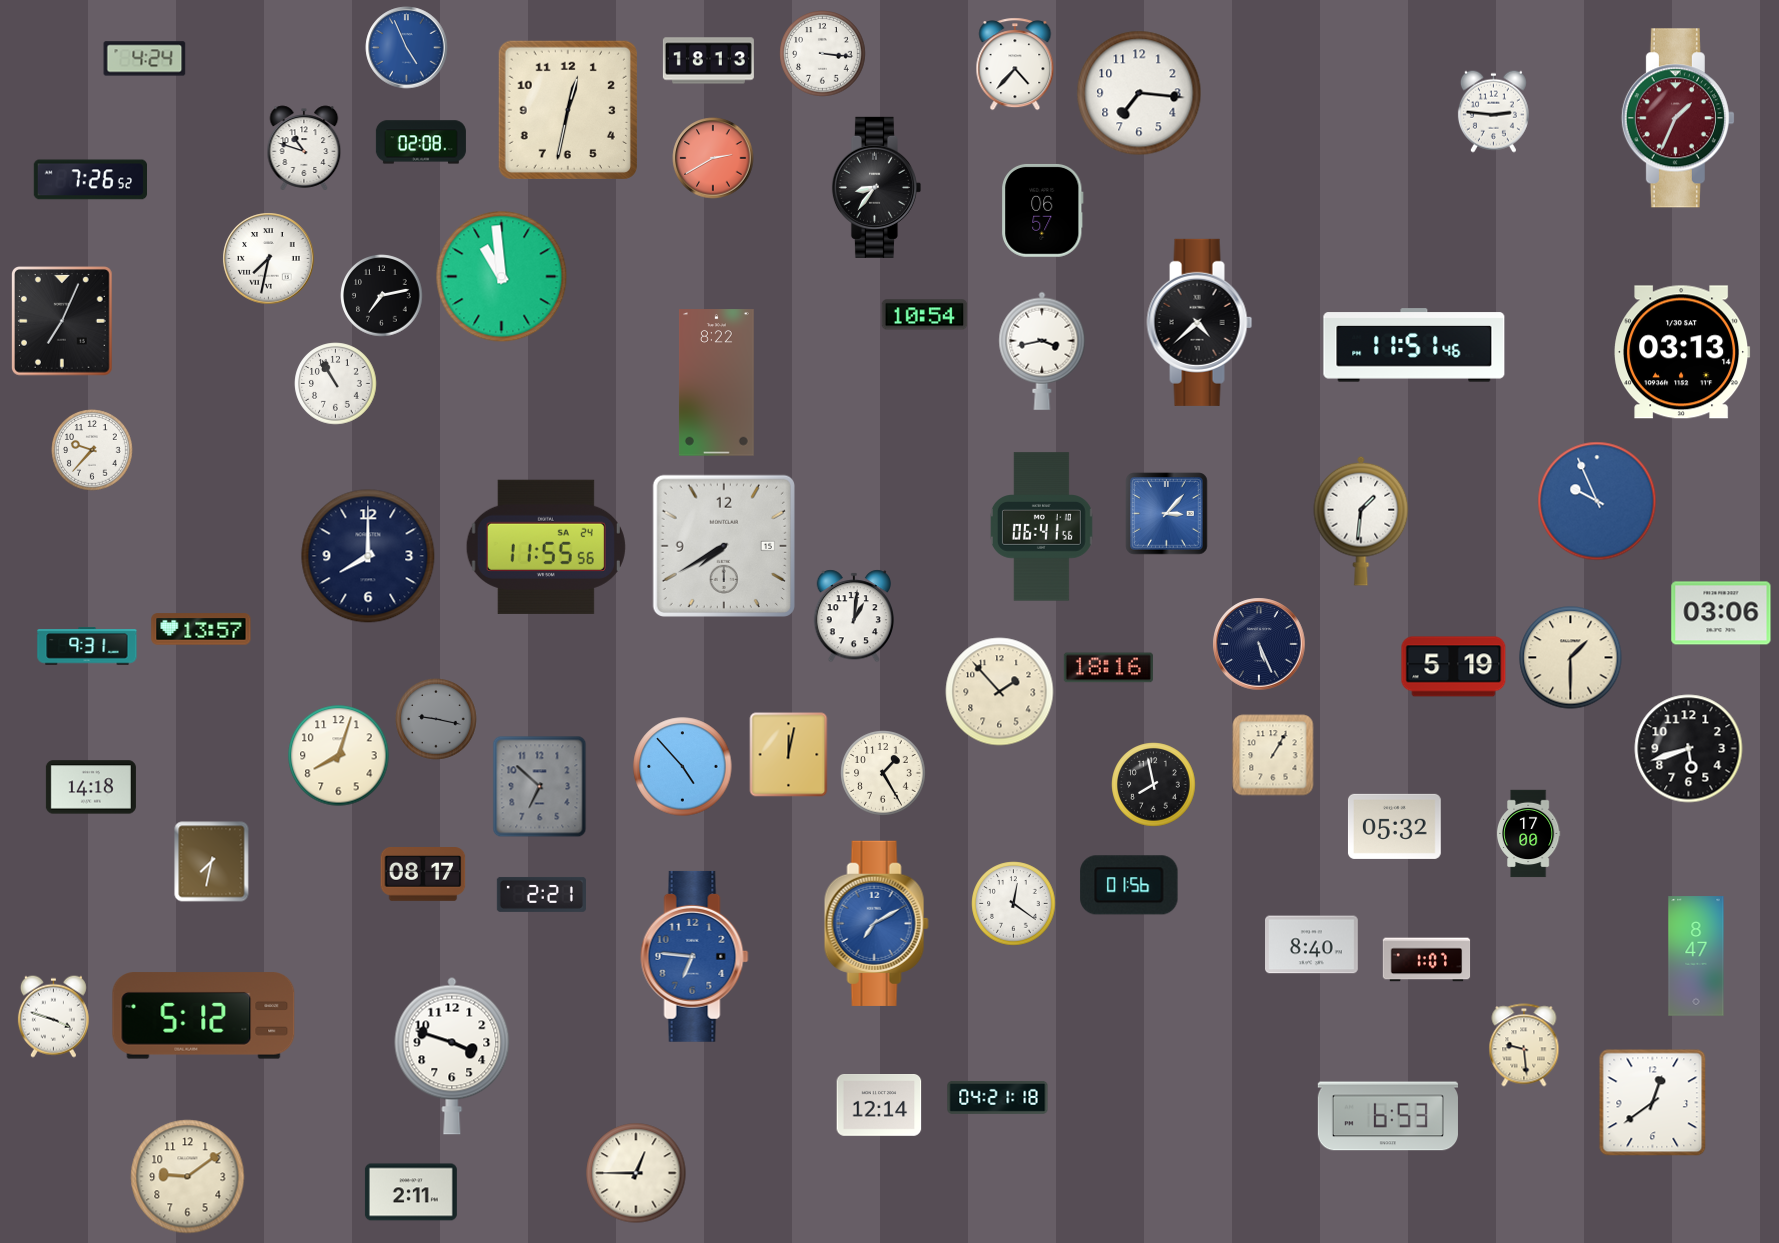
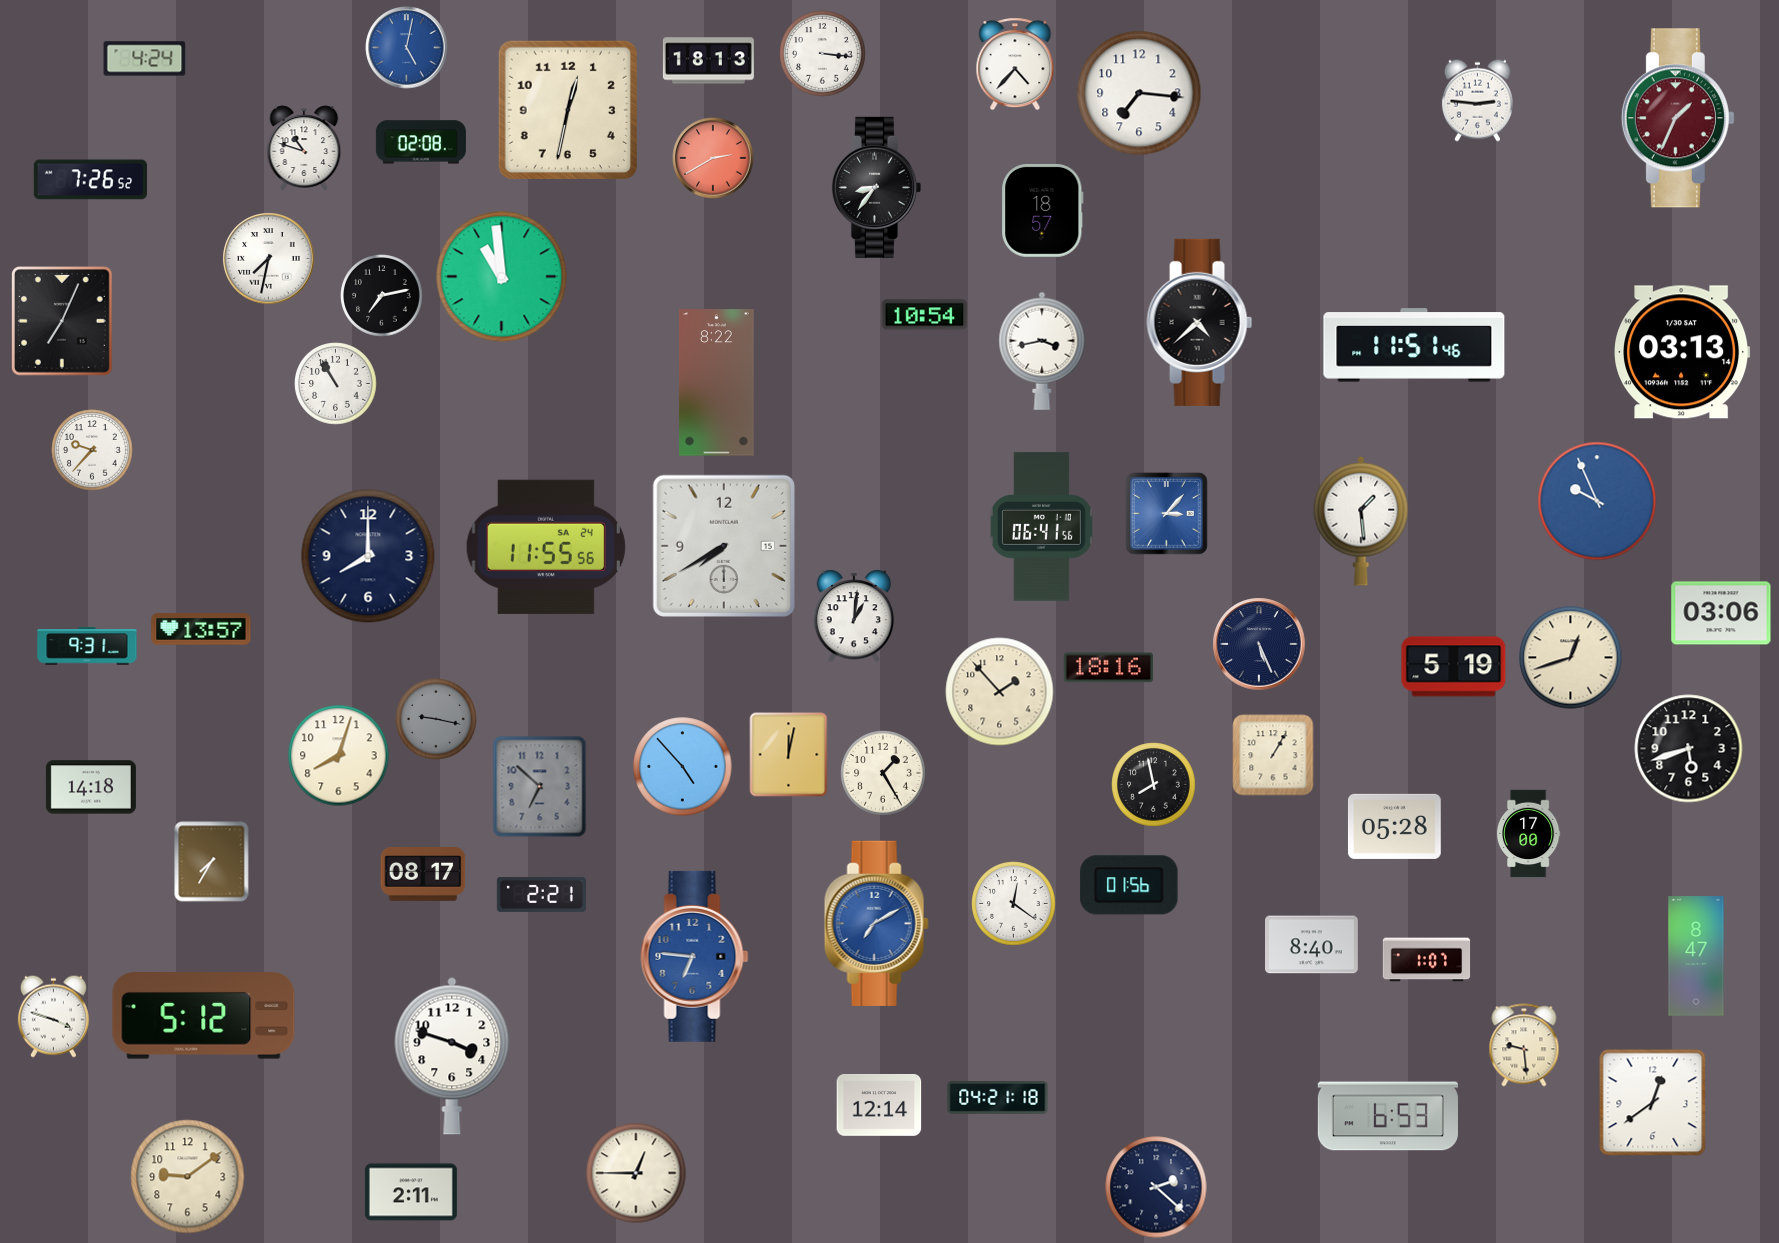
clock at (407, 48): 4:56 -> 5:02
clock at (1493, 111) position: (1493, 111) -> (1477, 100)
clock at (1043, 210): 06:57 -> 18:57
clock at (1361, 521): 1:31 -> 1:29
clock at (1571, 658): 1:30 -> 12:42
clock at (1394, 826): 05:32 -> 05:28
clock at (212, 862): 7:32 -> 7:35
clock at (1156, 1187): none -> 2:22
